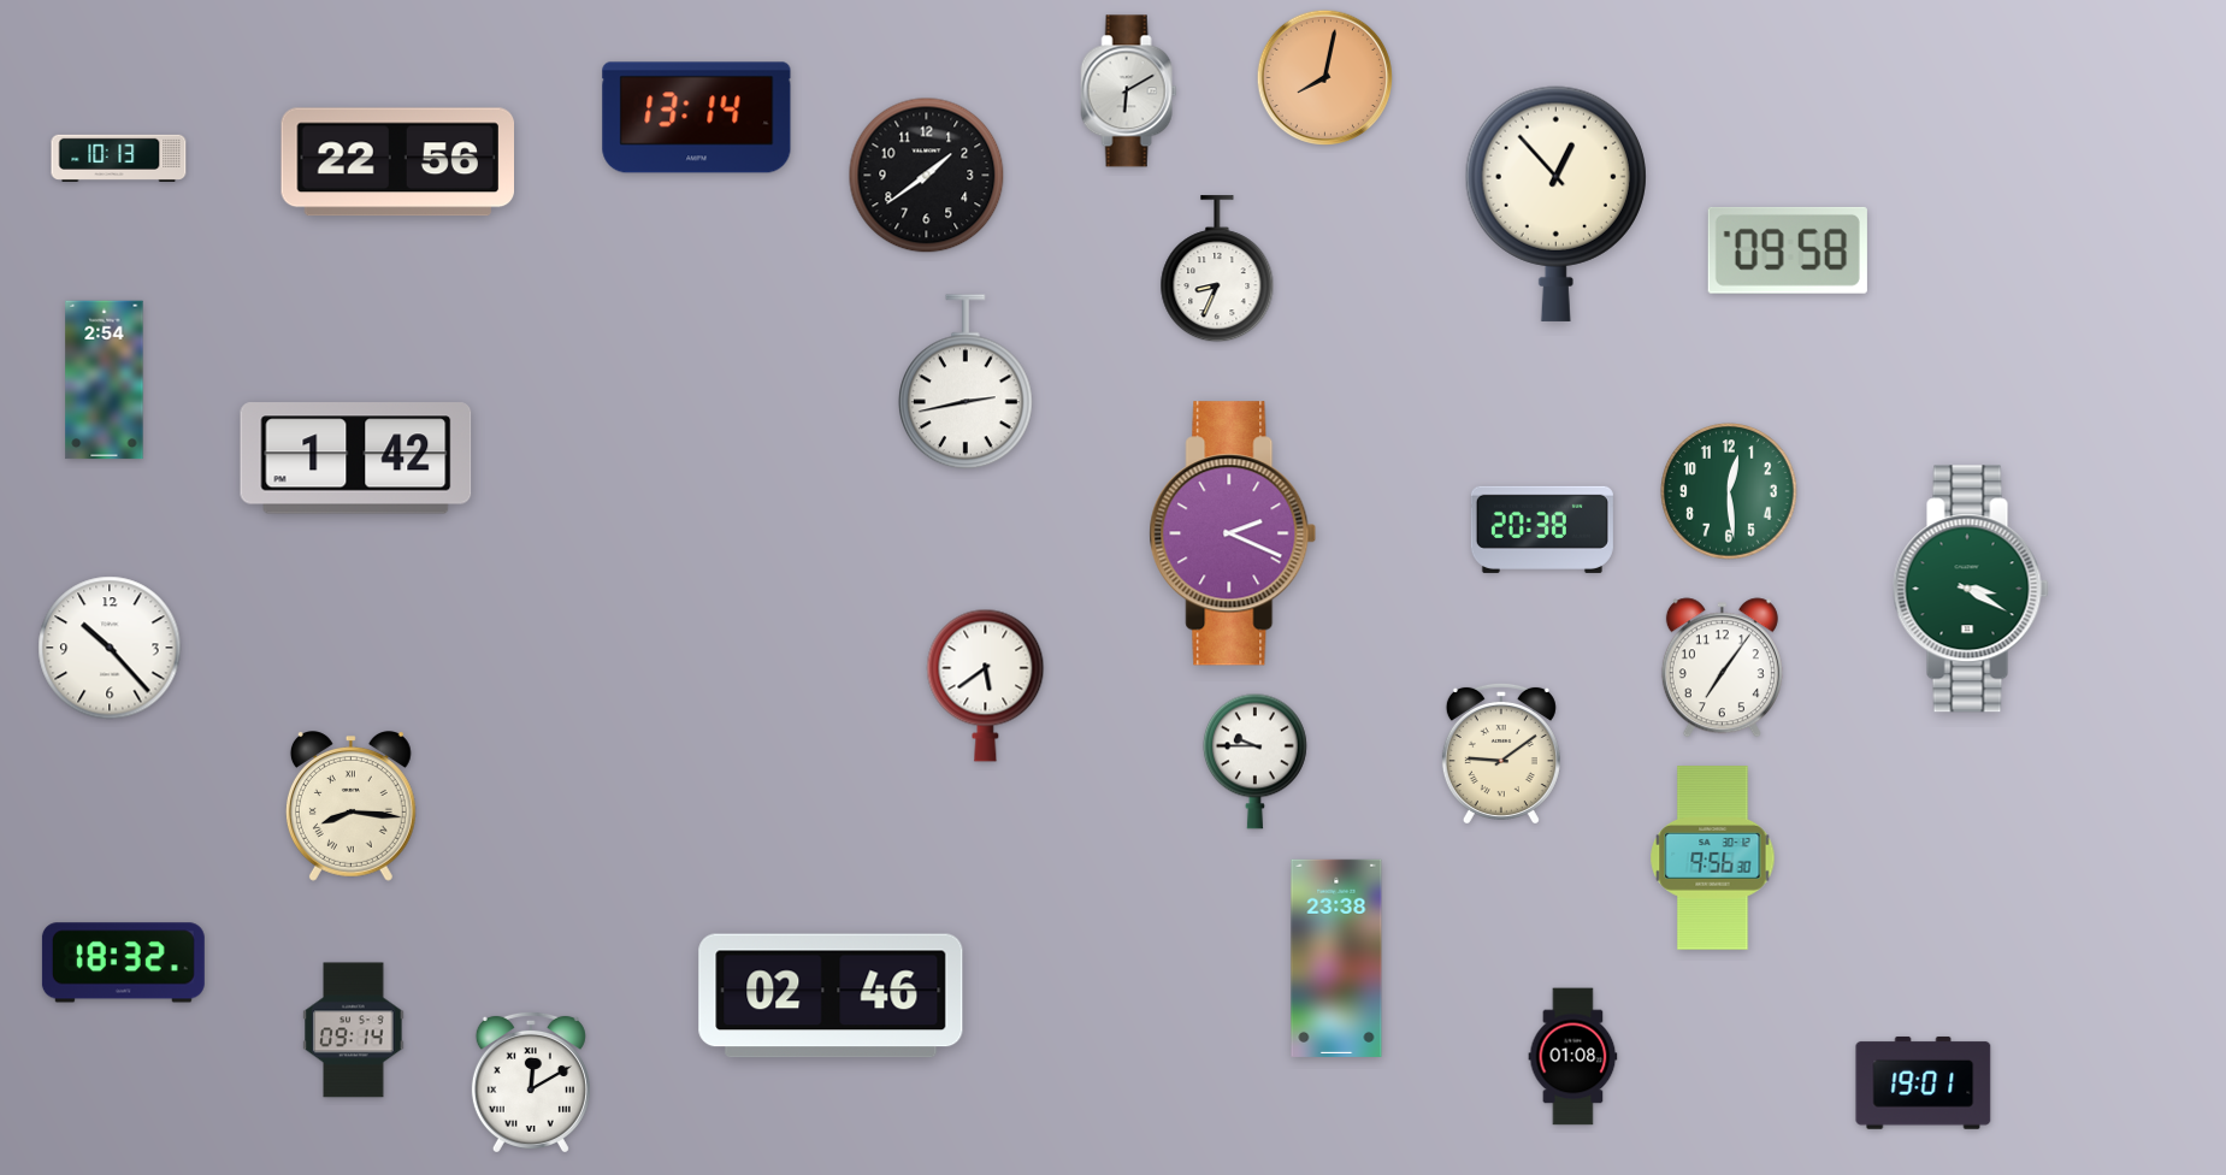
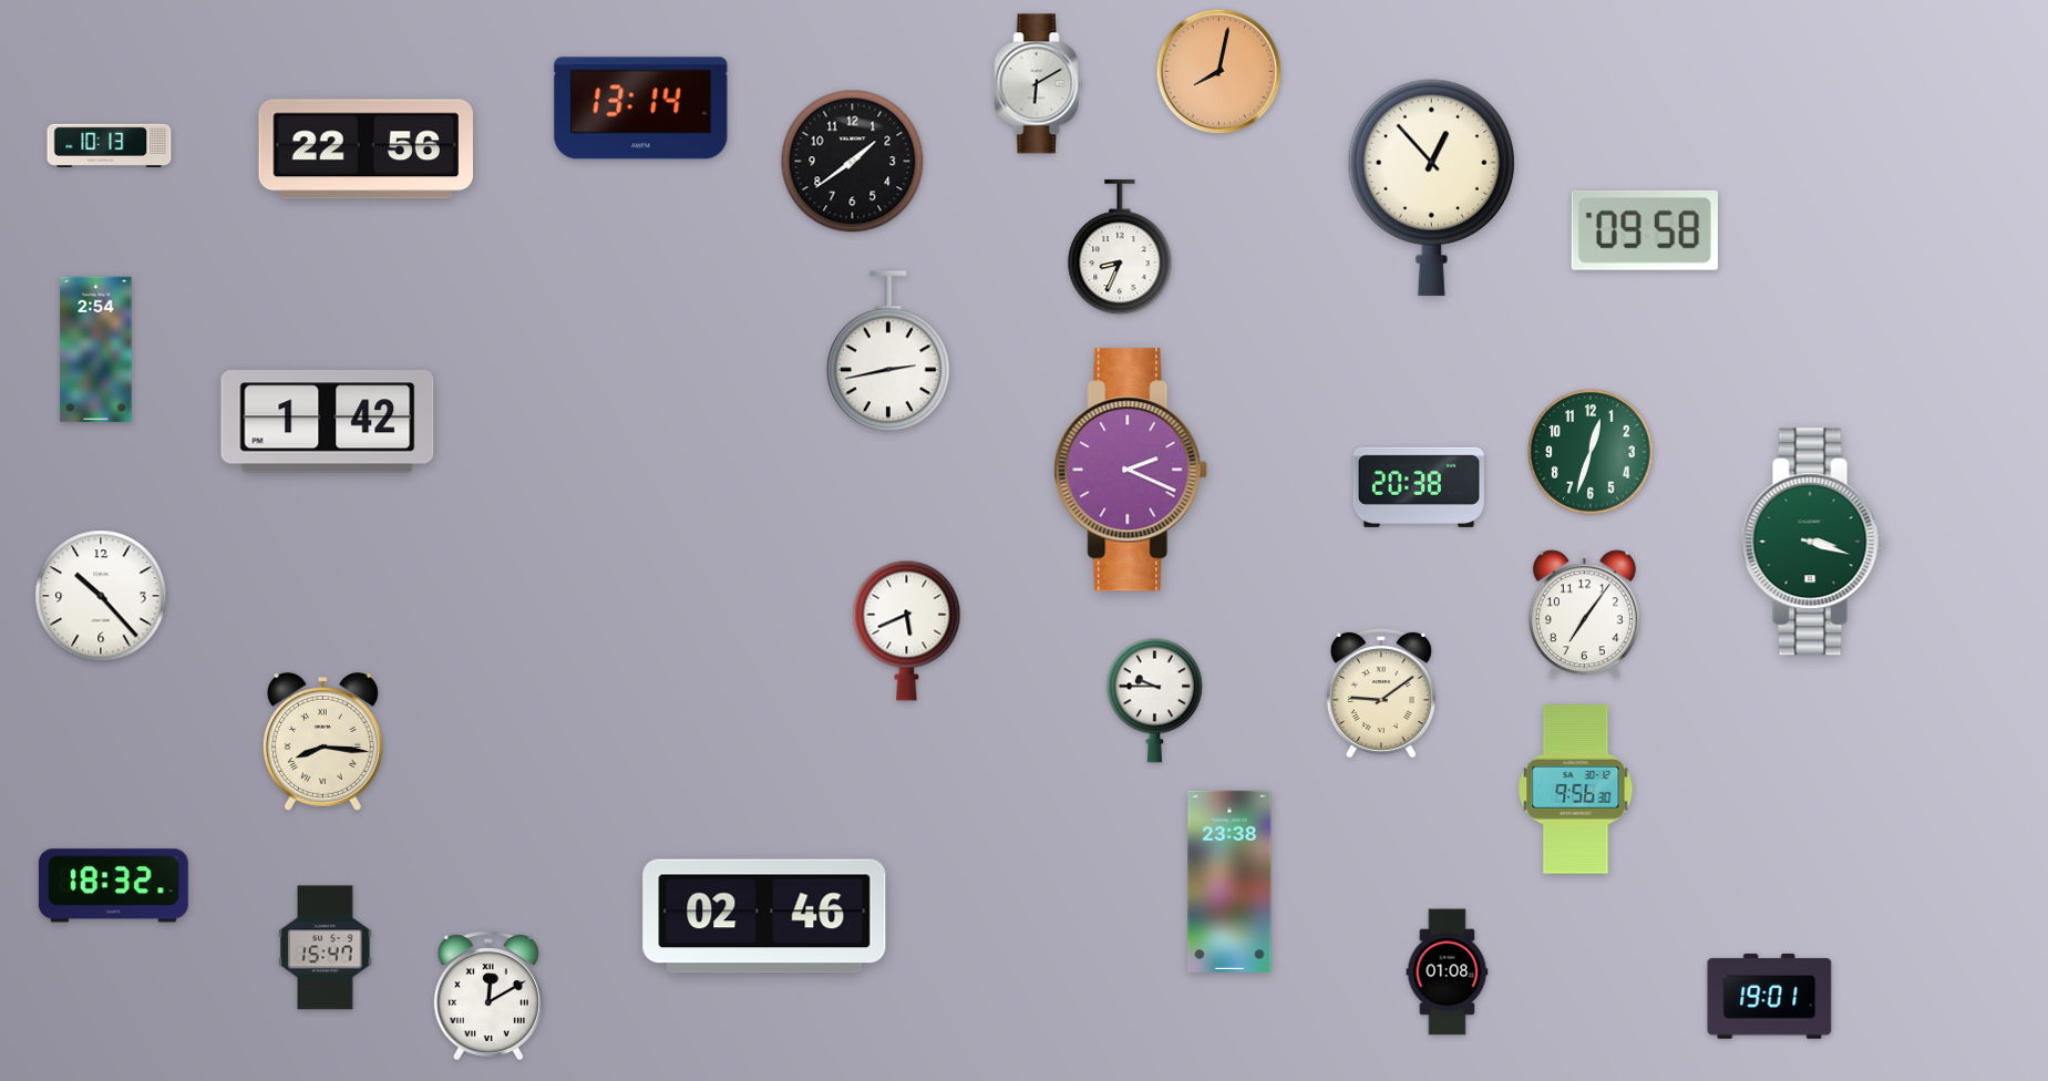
clock at (1729, 491): 12:29 -> 12:33
clock at (1233, 533) position: (1233, 533) -> (1131, 470)
clock at (1971, 589): 3:20 -> 3:18
clock at (986, 685): 5:39 -> 5:41
clock at (354, 1031): 09:14 -> 15:47
